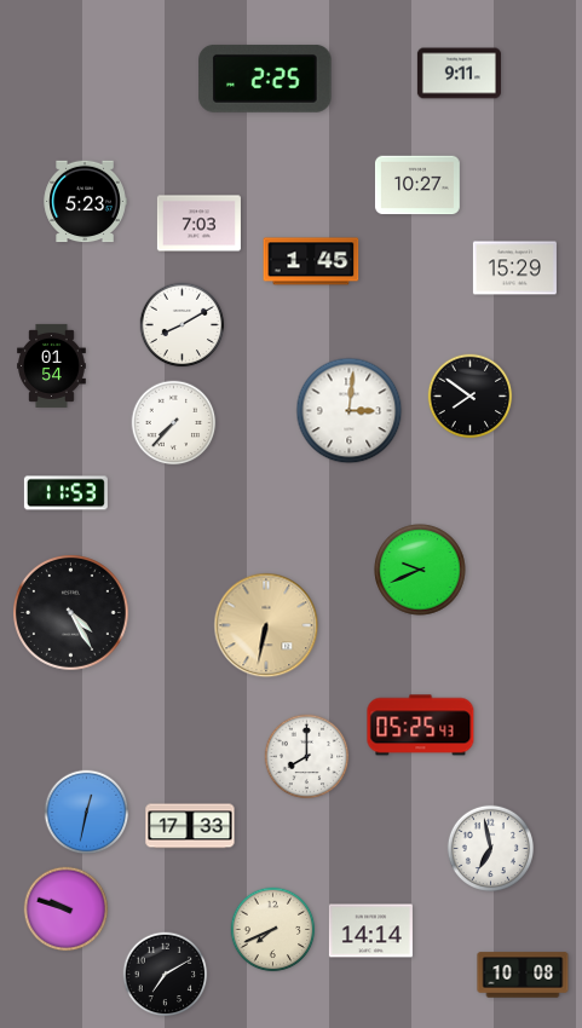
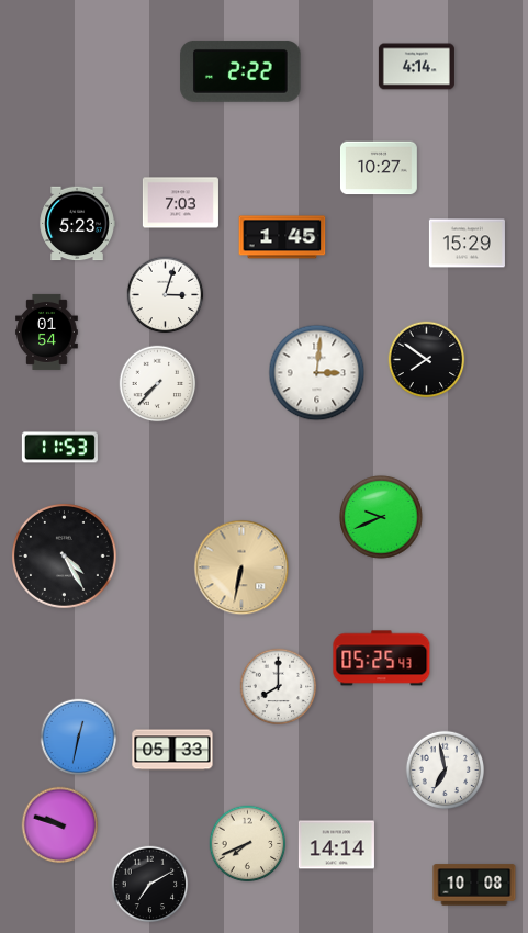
clock at (459, 74): 9:11 -> 4:14
clock at (265, 79): 2:25 -> 2:22
clock at (85, 202) position: (85, 202) -> (77, 224)
clock at (183, 325): 8:10 -> 3:03
clock at (190, 826): 17:33 -> 05:33
